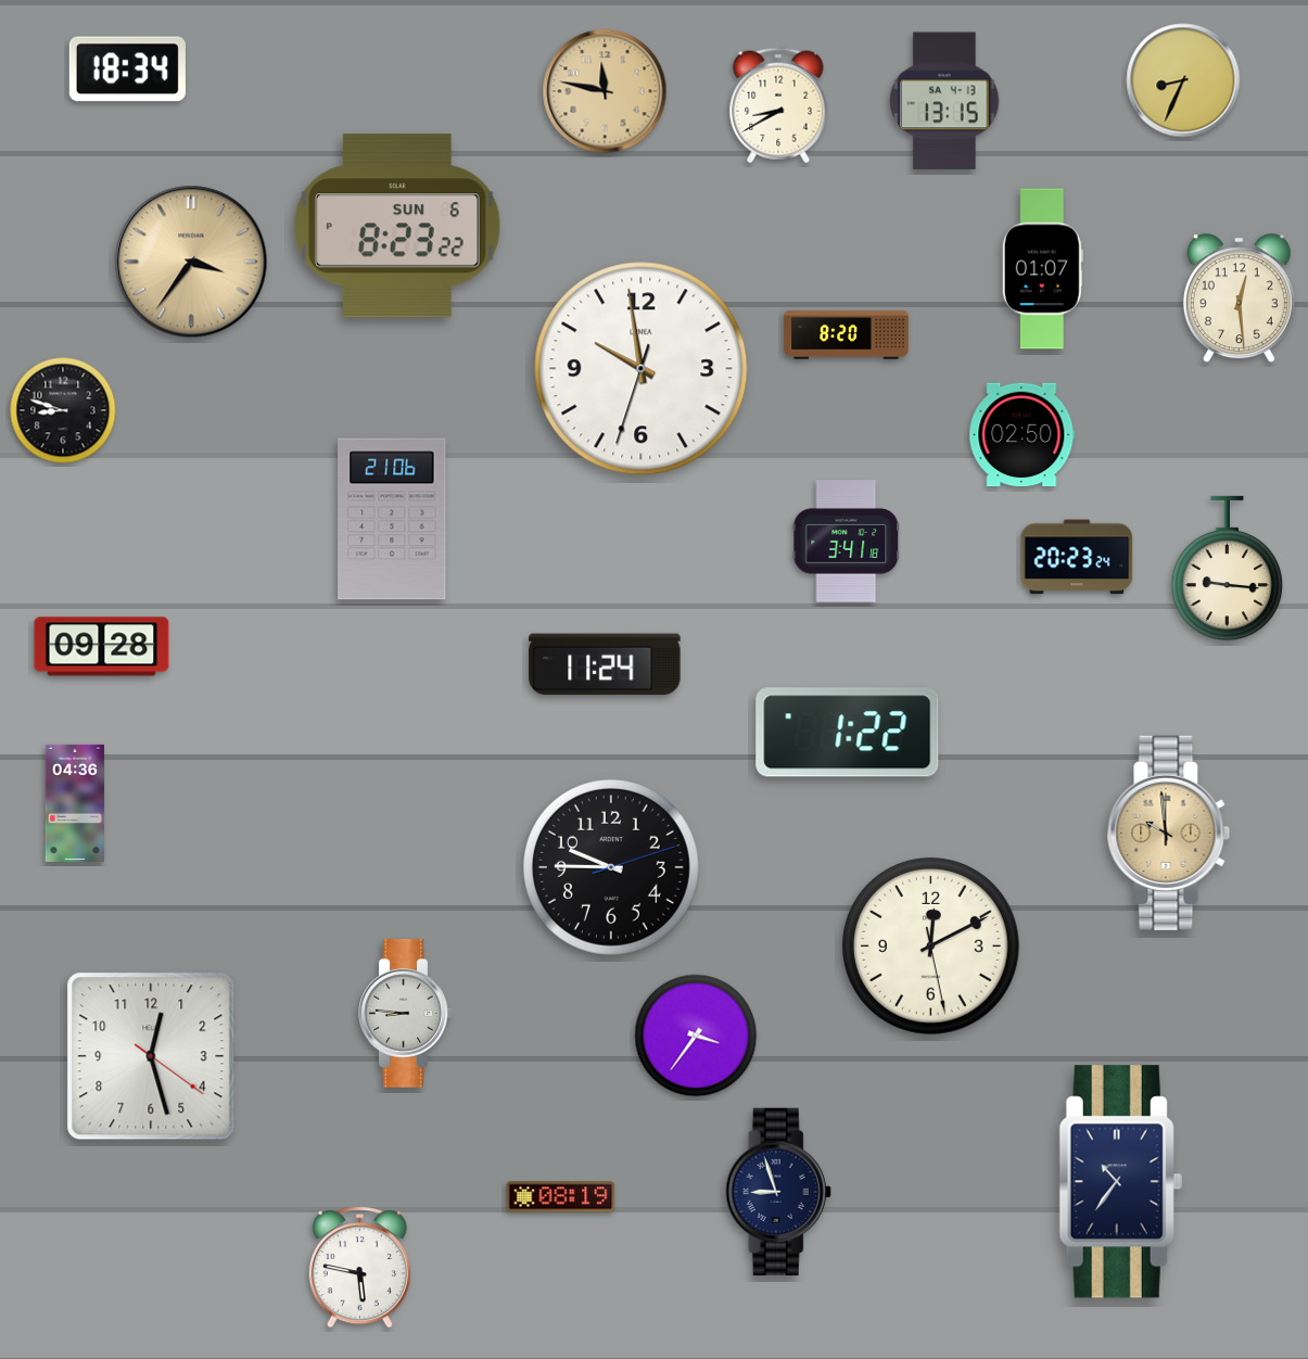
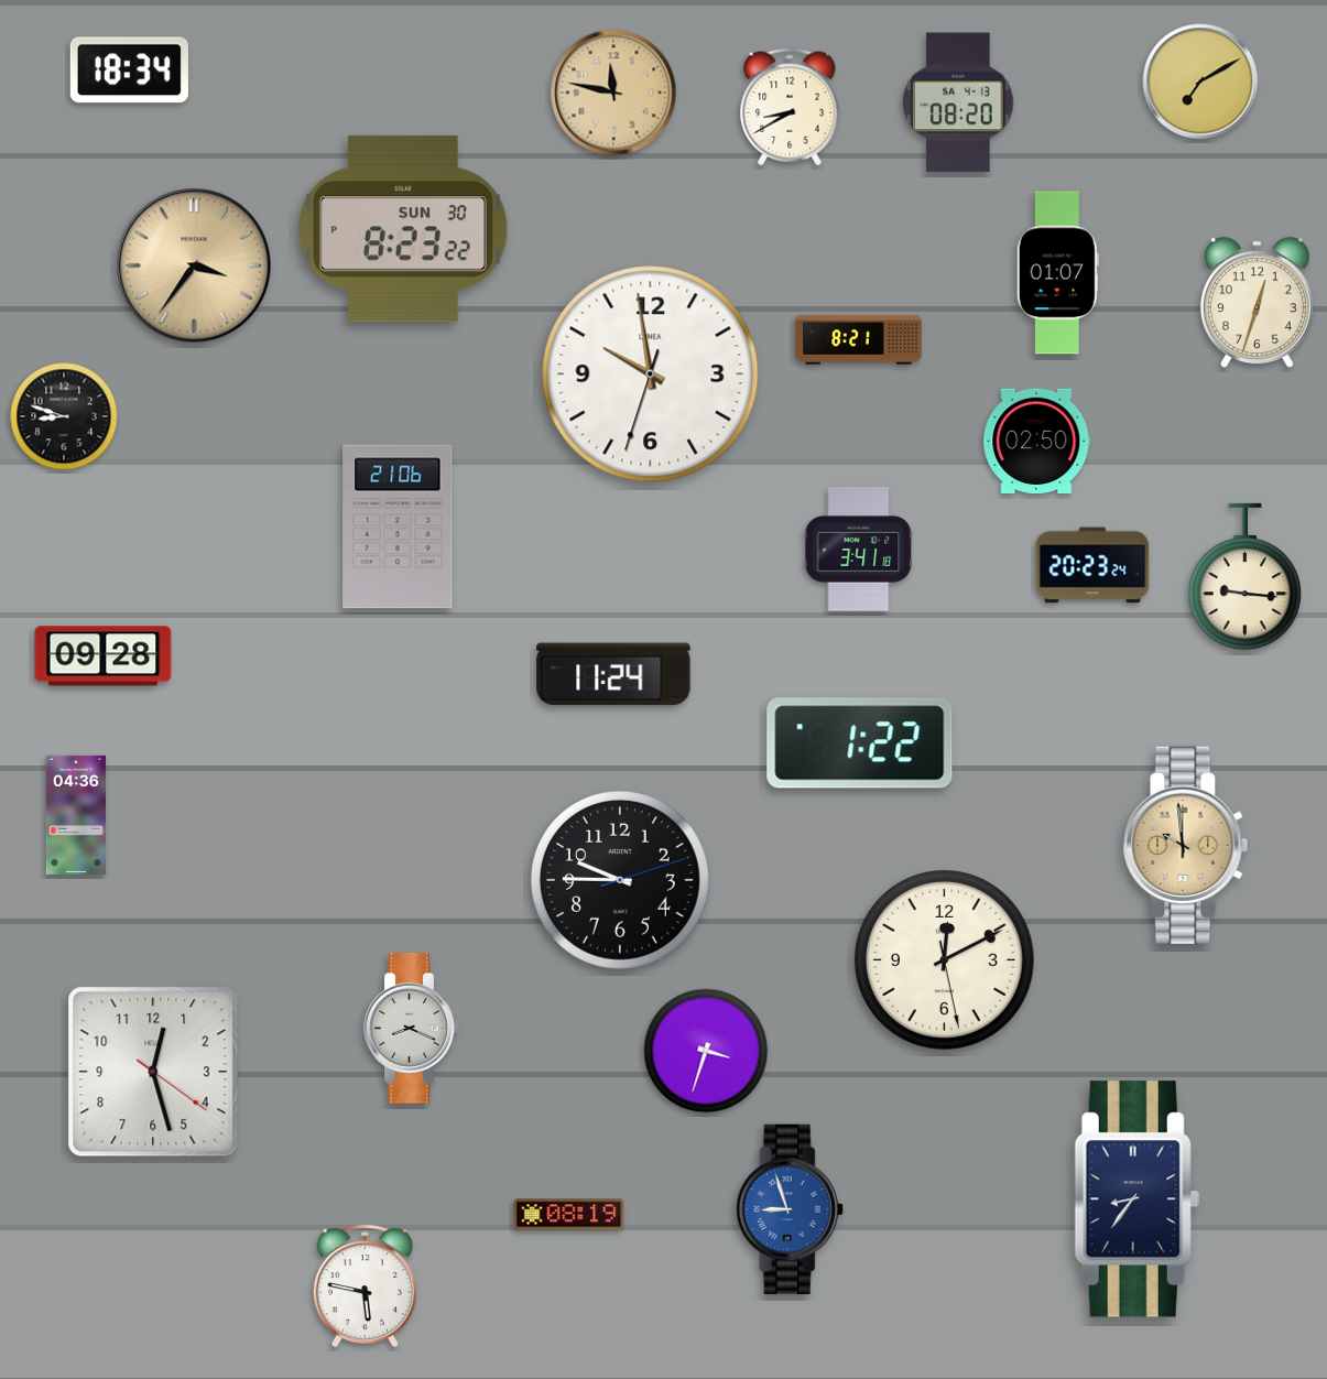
clock at (1183, 80): 8:34 -> 7:10
clock at (944, 101): 13:15 -> 08:20
clock at (397, 226) date: SUN 6 -> SUN 30
clock at (1239, 299): 12:29 -> 12:33
clock at (847, 335): 8:20 -> 8:21
clock at (406, 1014): 8:46 -> 8:19
clock at (696, 1036): 3:36 -> 3:33
clock at (1120, 1182): 10:36 -> 8:36
clock at (778, 1192) dial: navy -> blue
